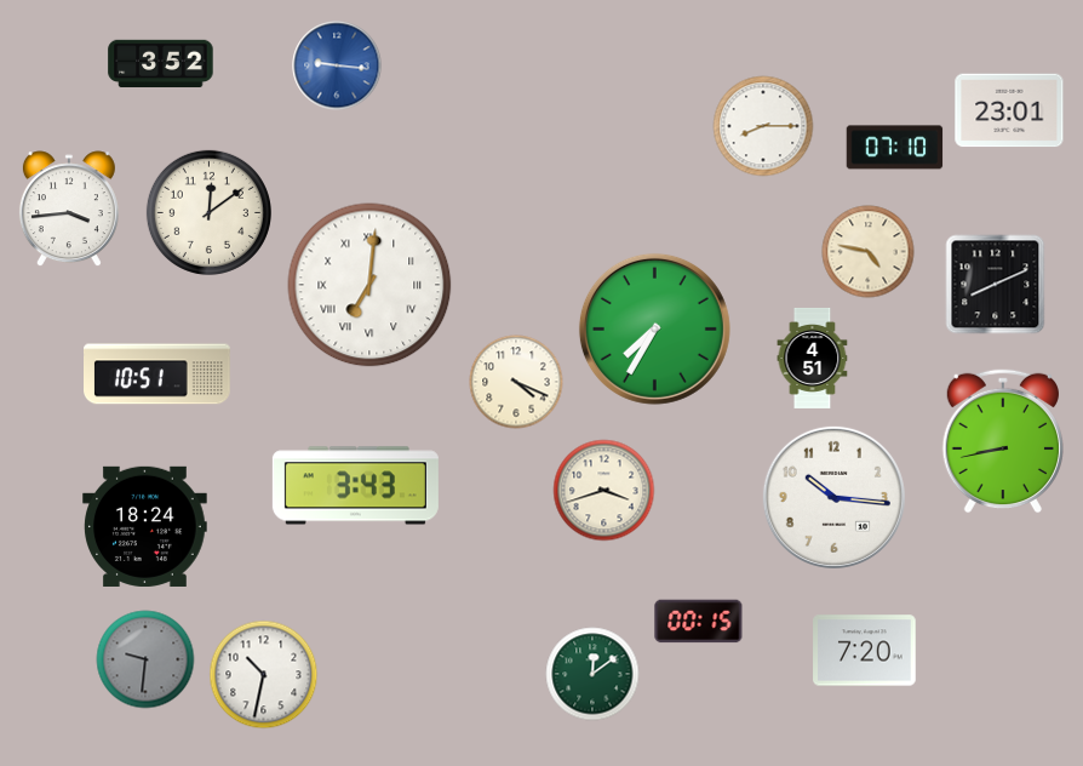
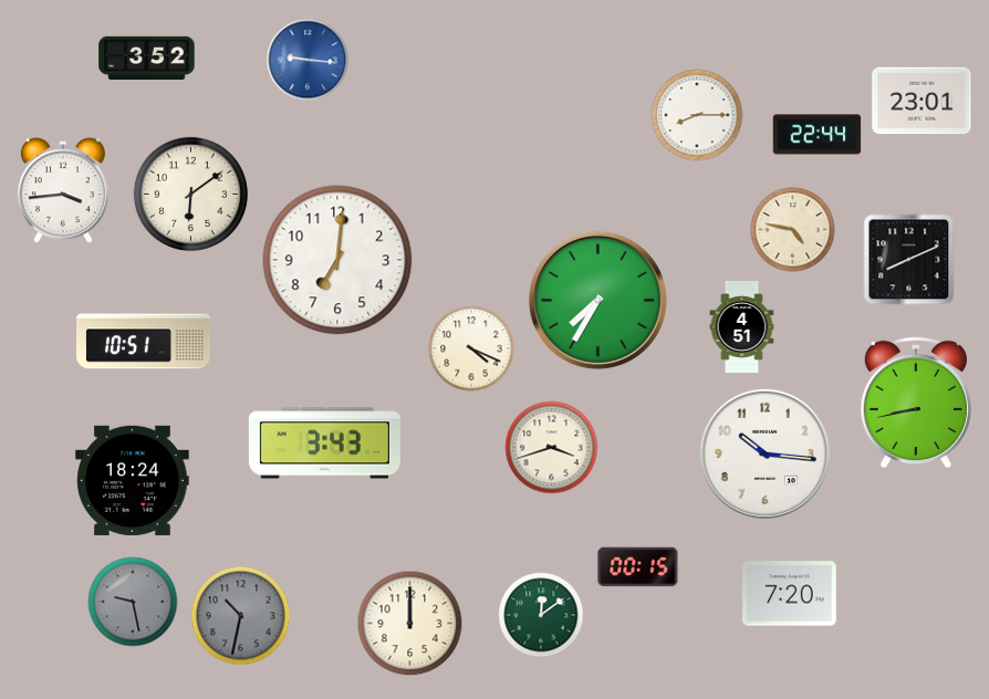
clock at (895, 148): 07:10 -> 22:44
clock at (208, 212): 12:09 -> 6:09
clock at (369, 285) numerals: Roman -> Arabic
clock at (833, 497) position: (833, 497) -> (764, 453)
clock at (145, 659): 9:31 -> 9:28
clock at (264, 675) dial: white -> grey
clock at (410, 624): none -> 12:00
